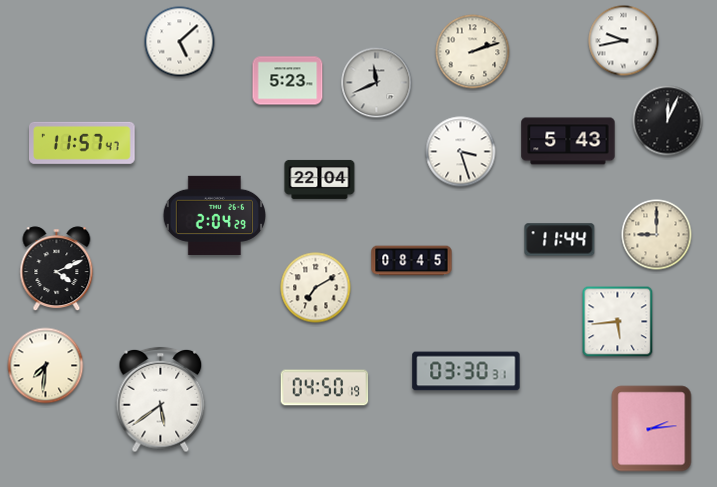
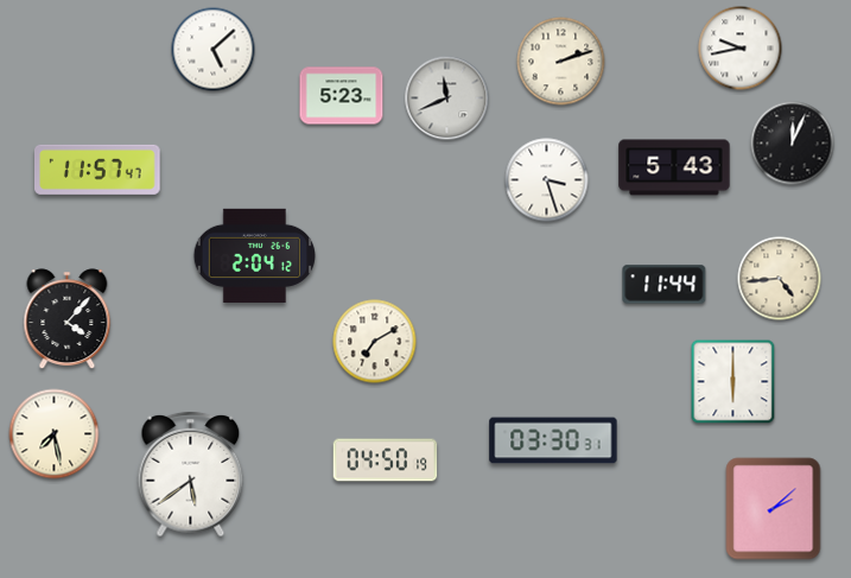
clock at (320, 179): 22:04 -> none
clock at (214, 215): 2:04:29 -> 2:04:12
clock at (657, 235): 9:00 -> 4:44
clock at (412, 261): 08:45 -> none
clock at (57, 268): 4:11 -> 4:07
clock at (618, 322): 5:44 -> 6:00
clock at (46, 366): 7:31 -> 7:28
clock at (652, 429): 2:14 -> 2:08
